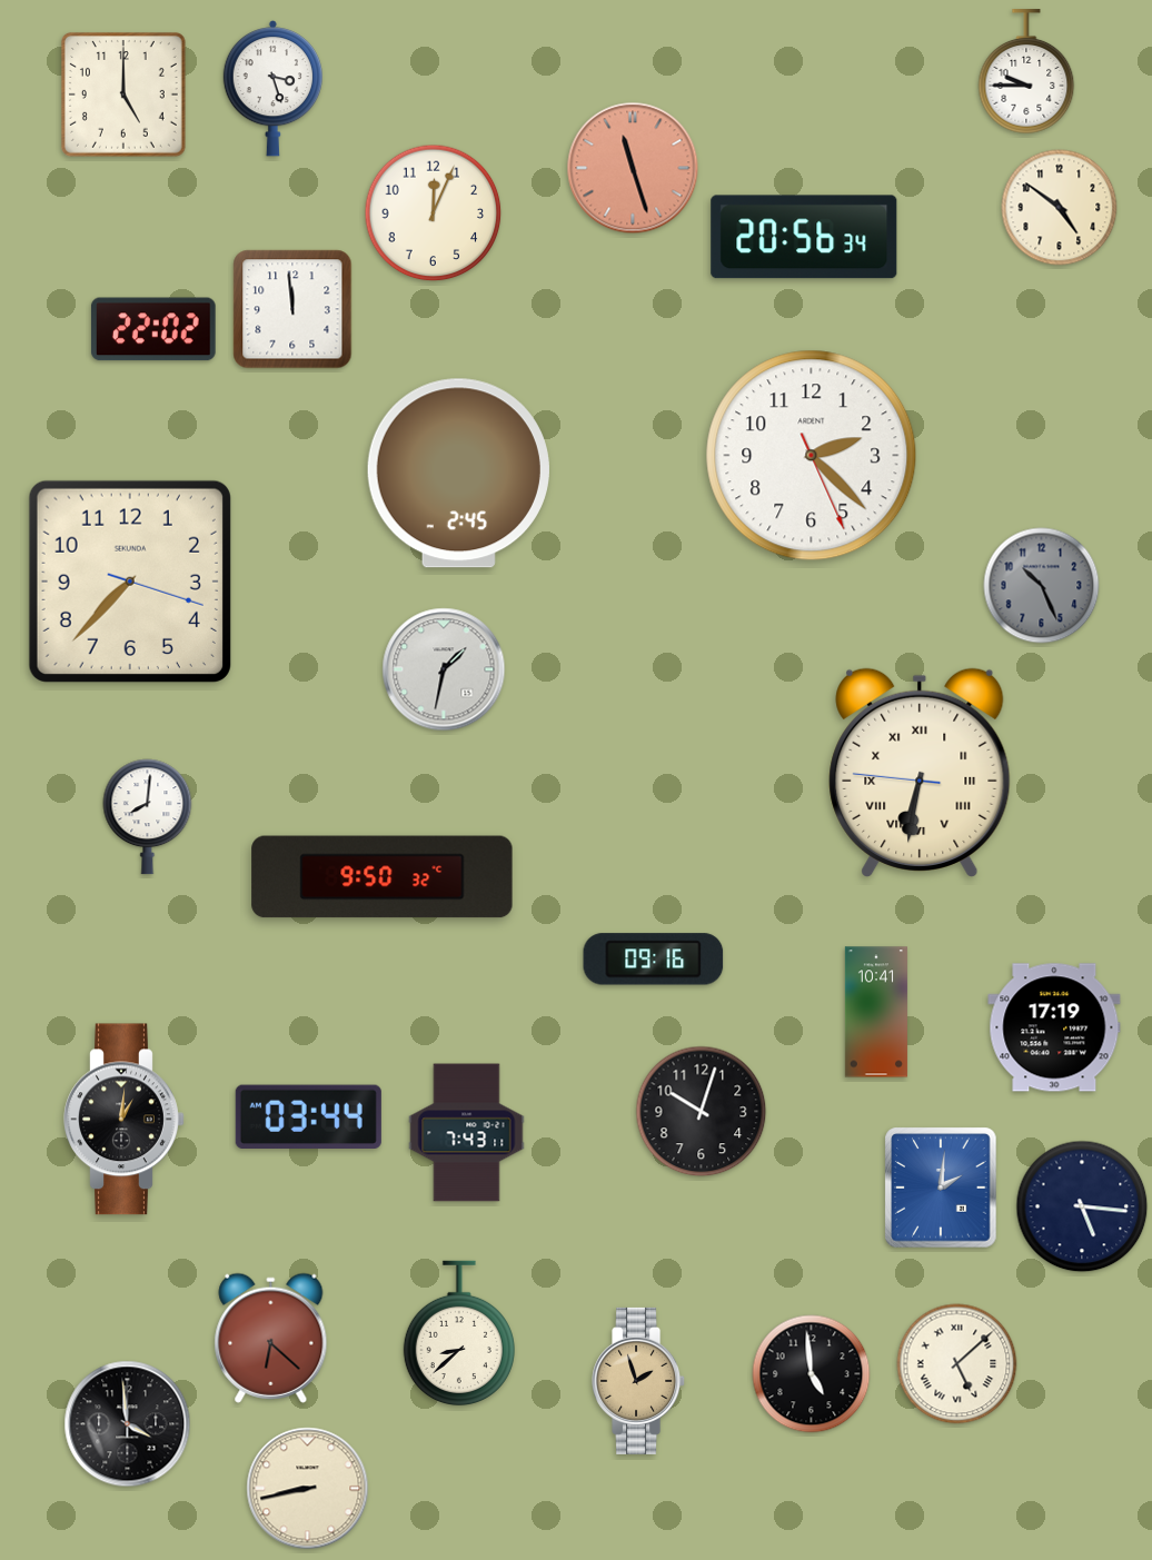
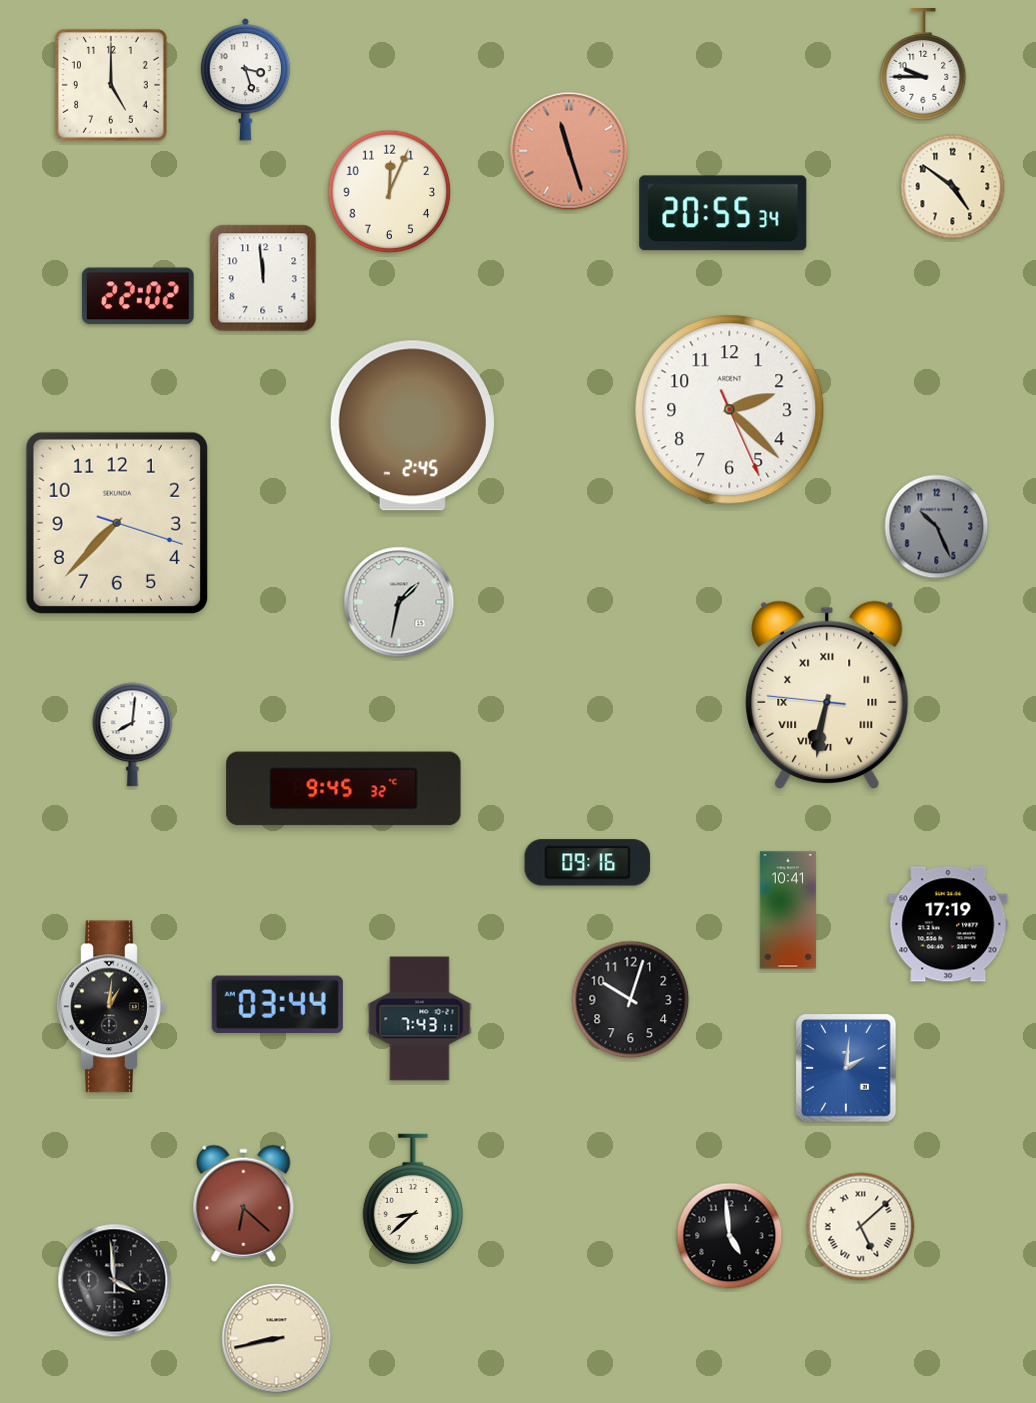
clock at (804, 237): 20:56 -> 20:55
clock at (383, 877): 9:50 -> 9:45
clock at (1082, 1206): 5:16 -> none
clock at (639, 1381): 1:57 -> none
